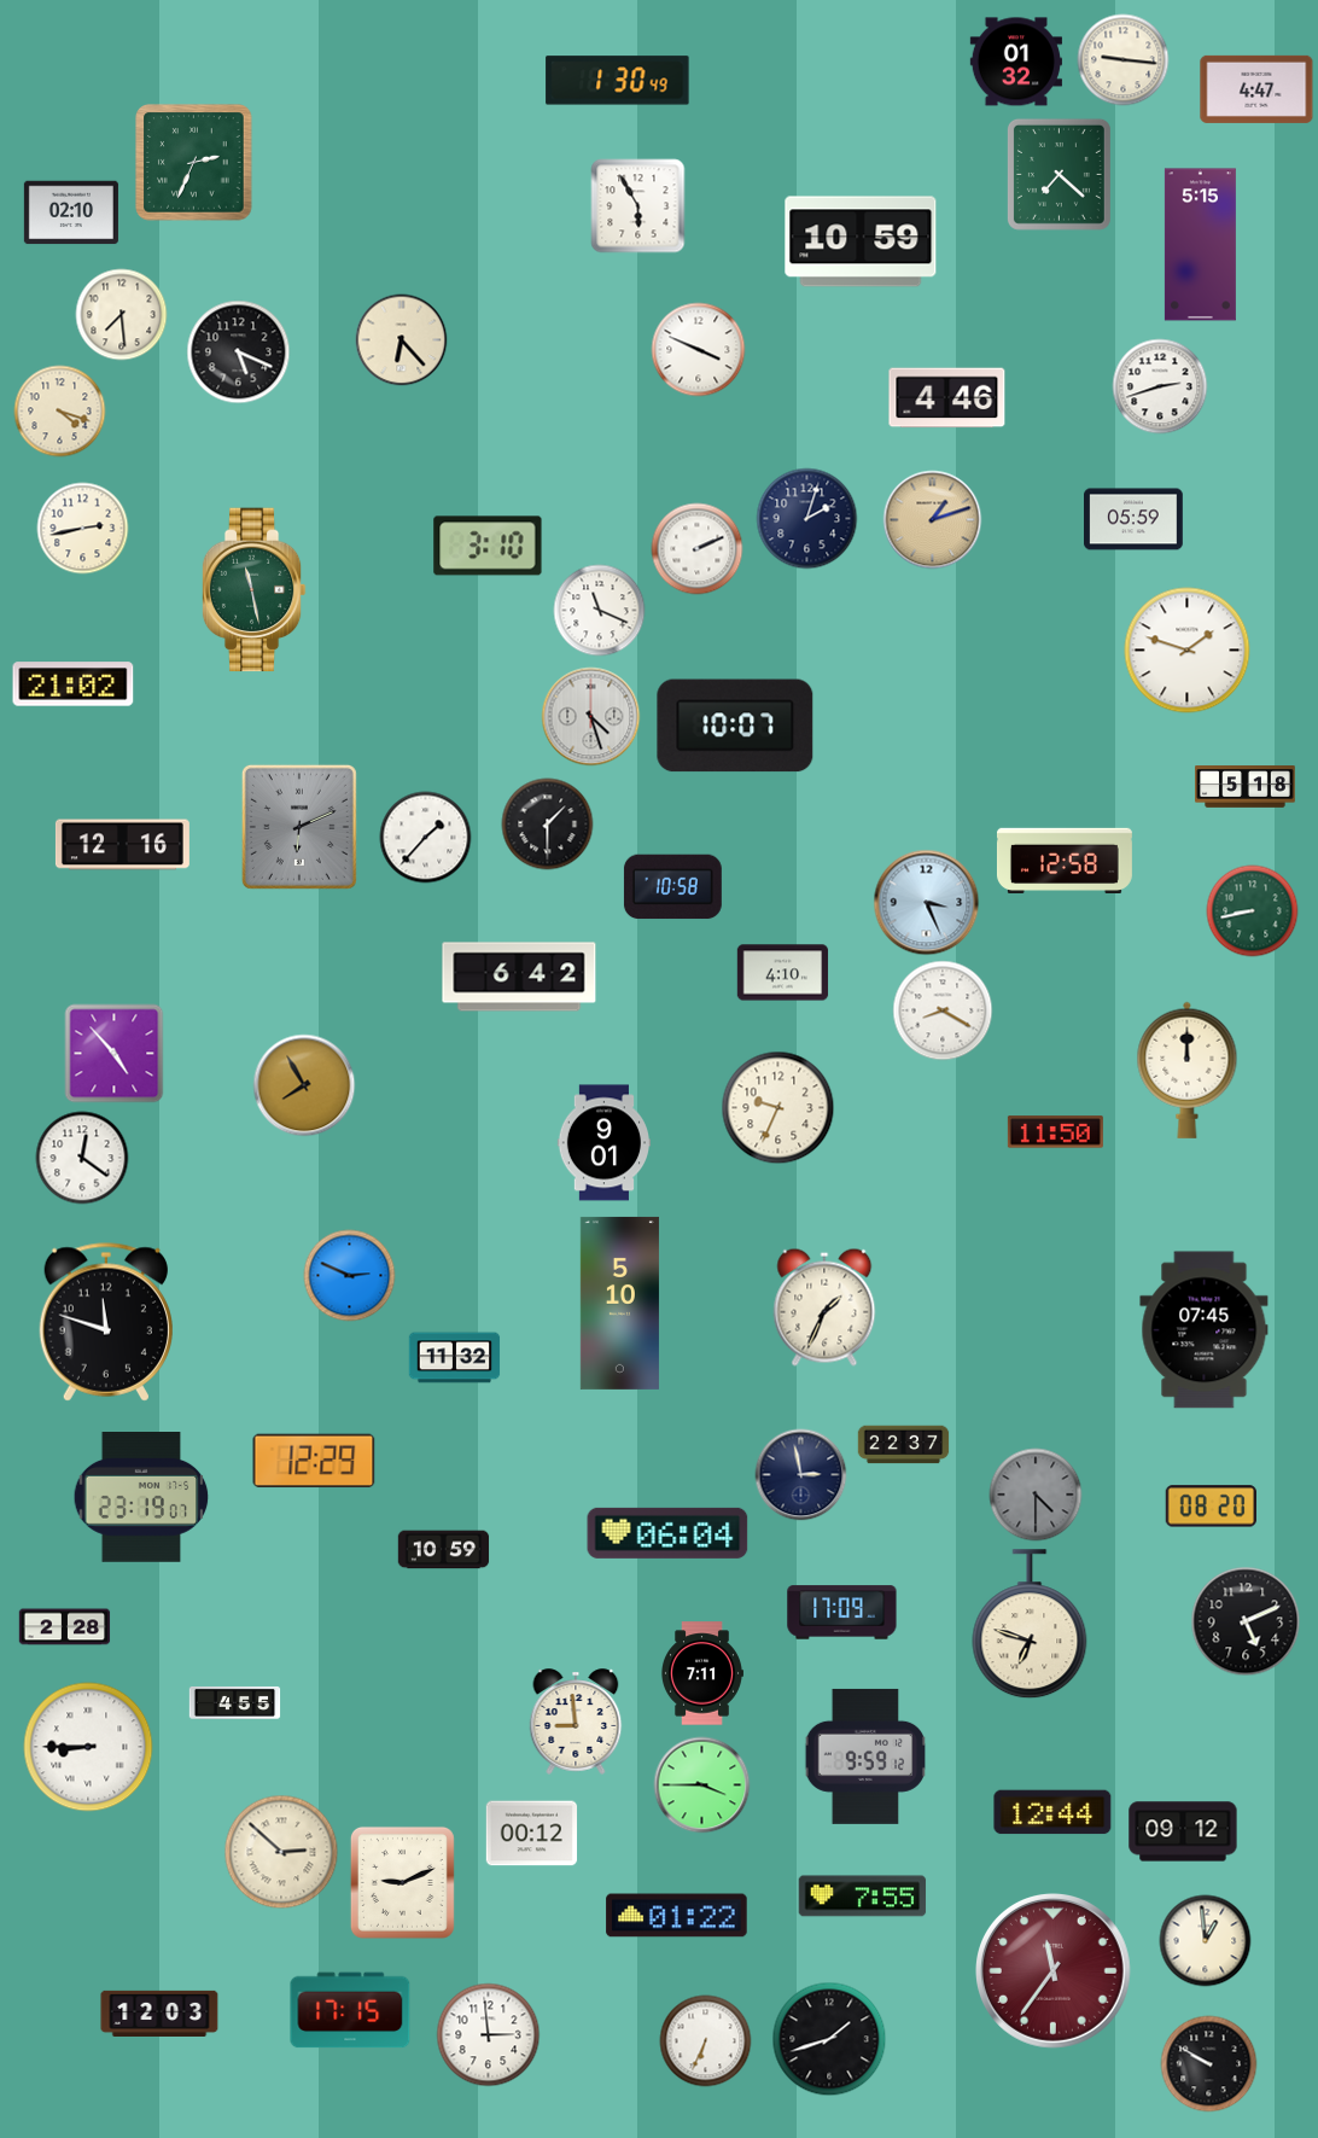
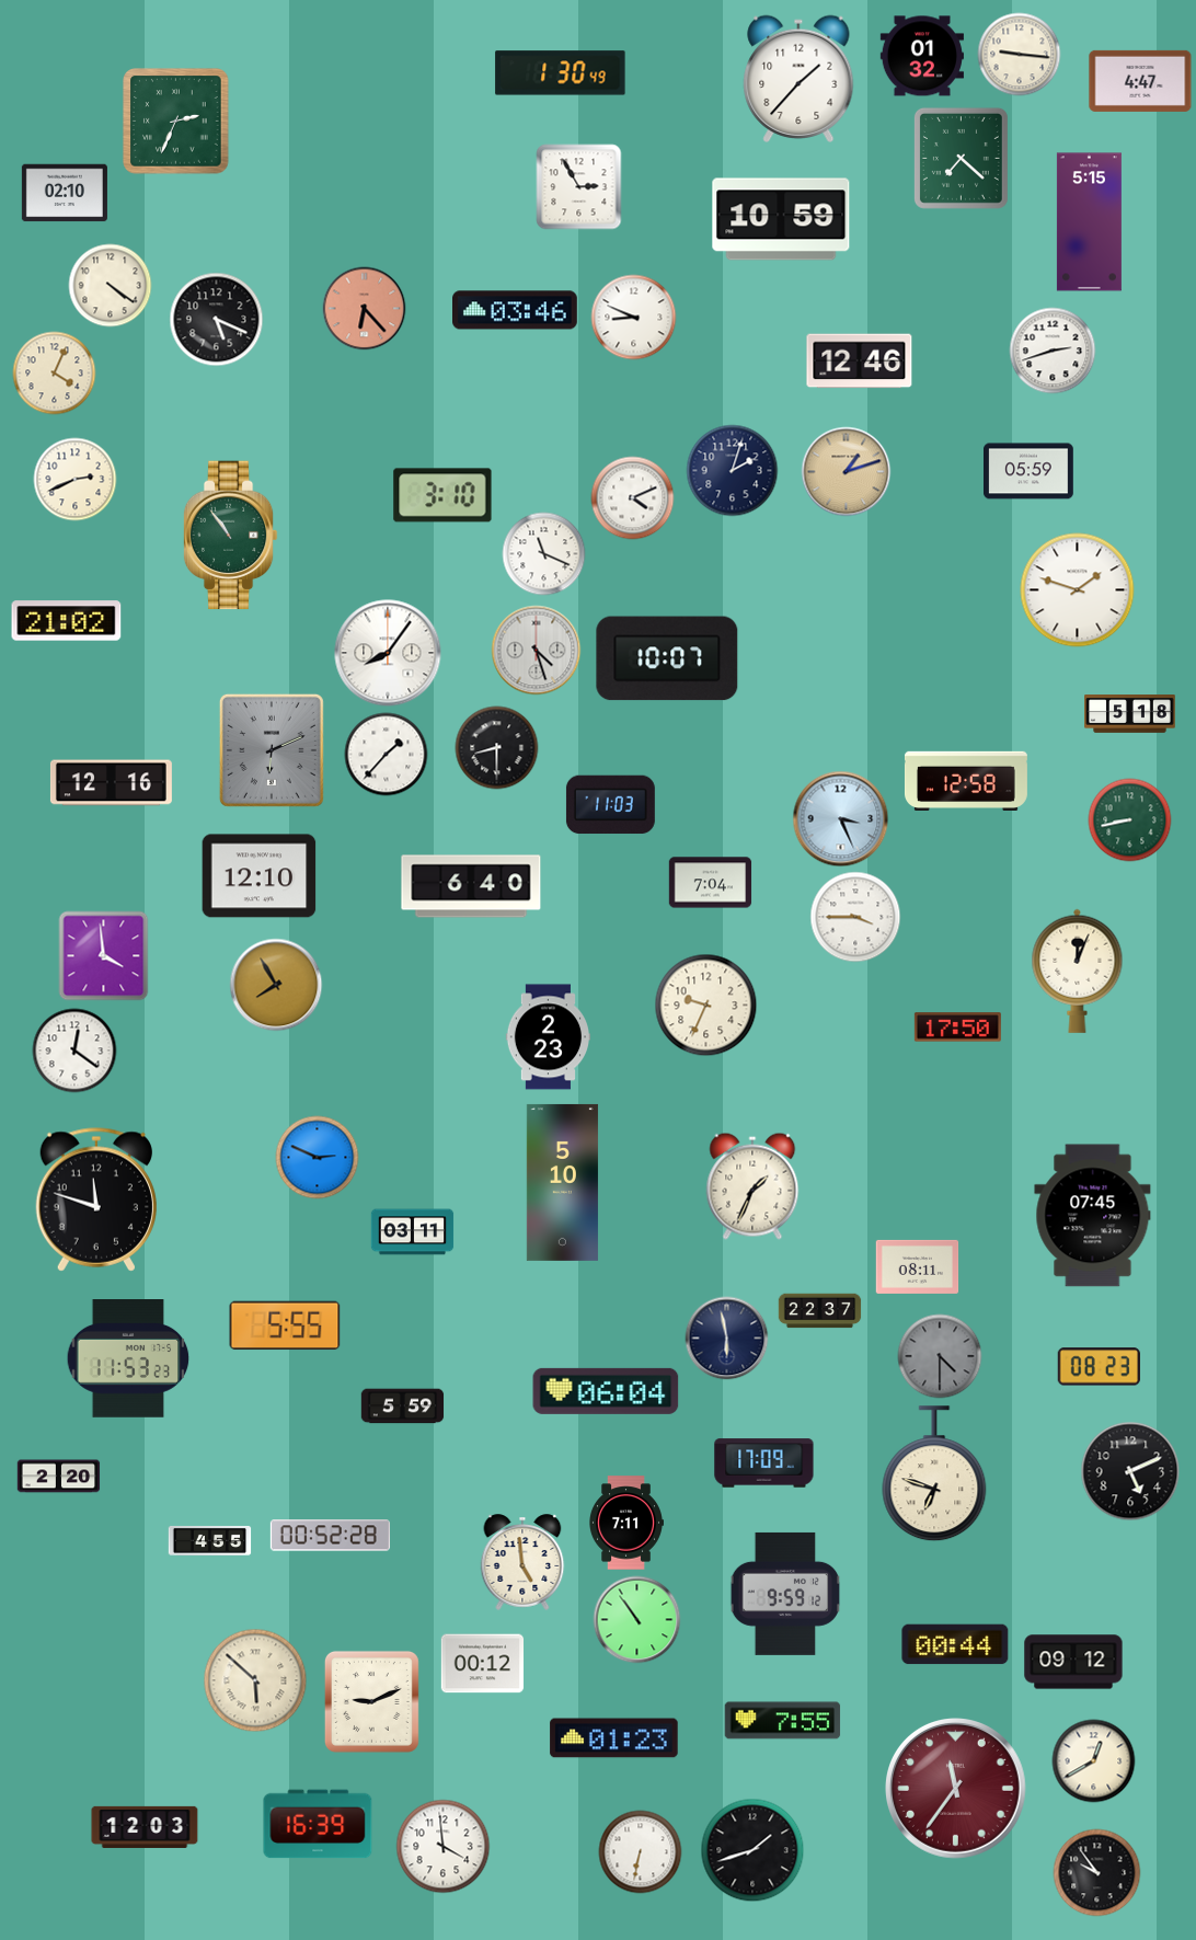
clock at (798, 79): none -> 1:37
clock at (194, 163) position: (194, 163) -> (176, 122)
clock at (638, 206): 5:55 -> 2:55
clock at (122, 315): 7:29 -> 4:21
clock at (402, 340) dial: cream -> salmon
clock at (516, 310): none -> 03:46
clock at (699, 350): 3:49 -> 8:49
clock at (947, 398): 4:46 -> 12:46
clock at (60, 412): 4:18 -> 4:04
clock at (83, 529): 2:43 -> 2:41
clock at (698, 549): 2:11 -> 4:11
clock at (253, 590): 11:28 -> 10:54
clock at (388, 653): none -> 8:06
clock at (548, 825): 1:30 -> 8:30
clock at (426, 838) position: (426, 838) -> (387, 755)
clock at (122, 845) position: (122, 845) -> (111, 783)
clock at (672, 887): 10:58 -> 11:03
clock at (1253, 911) position: (1253, 911) -> (1130, 820)
clock at (260, 876): none -> 12:10
clock at (783, 973): 4:10 -> 7:04
clock at (519, 977): 6:42 -> 6:40
clock at (943, 1010): 8:20 -> 3:45
clock at (115, 1054): 4:53 -> 3:59
clock at (1188, 1070): 12:00 -> 12:04
clock at (1055, 1132): 11:50 -> 17:50
clock at (605, 1143): 9:01 -> 2:23
clock at (824, 1307) position: (824, 1307) -> (752, 1186)
clock at (1205, 1330) position: (1205, 1330) -> (1093, 1216)
clock at (455, 1358): 11:32 -> 03:11
clock at (918, 1266): none -> 08:11
clock at (314, 1461): 12:29 -> 5:55
clock at (801, 1475): 2:58 -> 5:58
clock at (141, 1497): 23:19 -> 11:53
clock at (1211, 1507): 08:20 -> 08:23
clock at (444, 1550): 10:59 -> 5:59
clock at (65, 1627): 2:28 -> 2:20
clock at (702, 1673) position: (702, 1673) -> (626, 1523)
clock at (330, 1536): none -> 00:52
clock at (235, 1702) position: (235, 1702) -> (210, 1540)
clock at (576, 1722): 8:59 -> 4:59
clock at (88, 1747): 8:45 -> none
clock at (702, 1785): 3:45 -> 10:54
clock at (1052, 1812): 12:44 -> 00:44
clock at (281, 1852): 2:52 -> 5:52
clock at (402, 1882) position: (402, 1882) -> (371, 1701)
clock at (677, 1916): 01:22 -> 01:23
clock at (1206, 1941): 12:59 -> 12:40
clock at (350, 2010): 17:15 -> 16:39
clock at (489, 2035): 2:59 -> 3:59
clock at (706, 2041): 6:34 -> 6:32
clock at (1209, 2064): 9:50 -> 9:54
